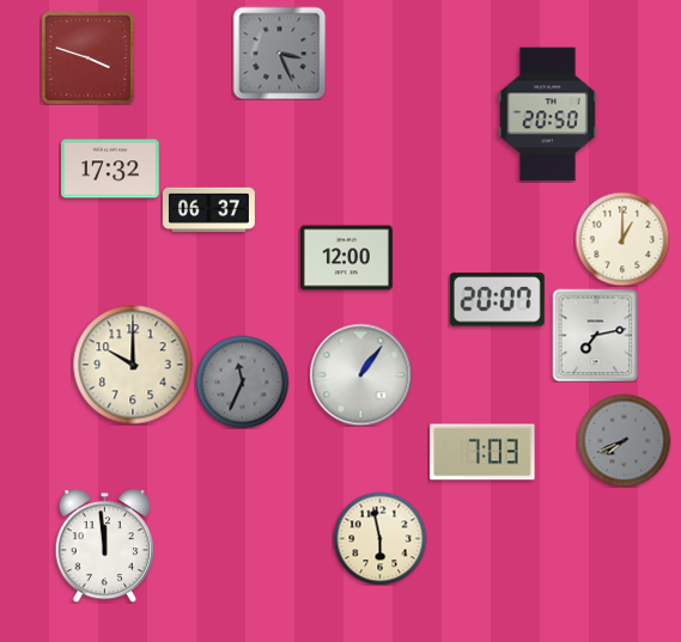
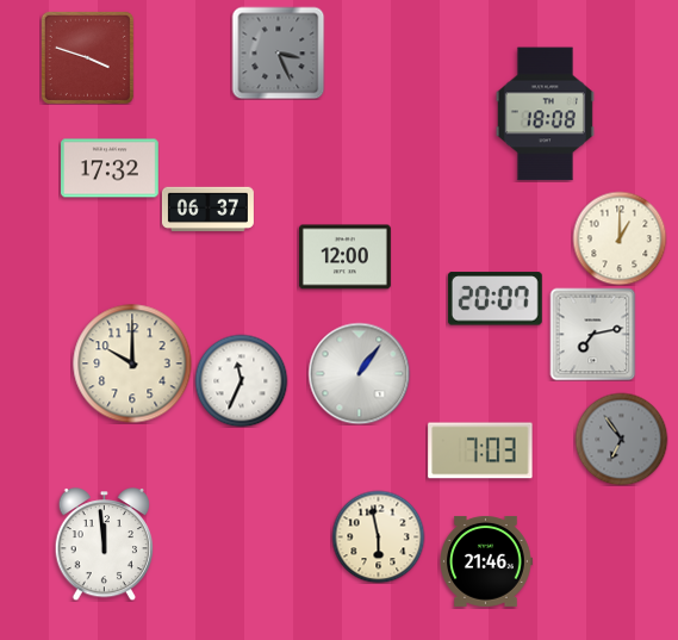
clock at (547, 115): 20:50 -> 18:08
clock at (242, 381) dial: grey -> white
clock at (624, 440): 7:41 -> 6:54
clock at (486, 561): none -> 21:46
